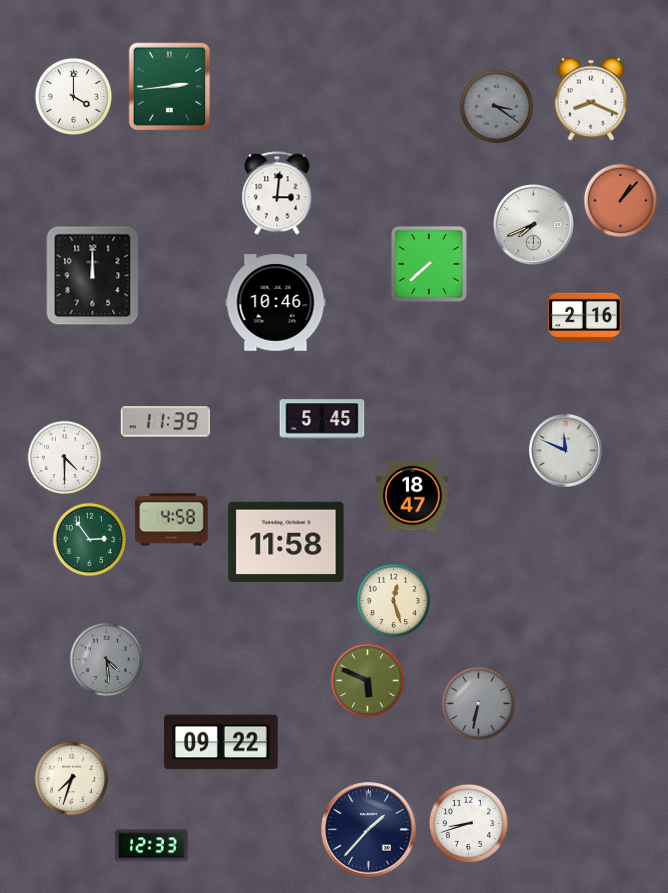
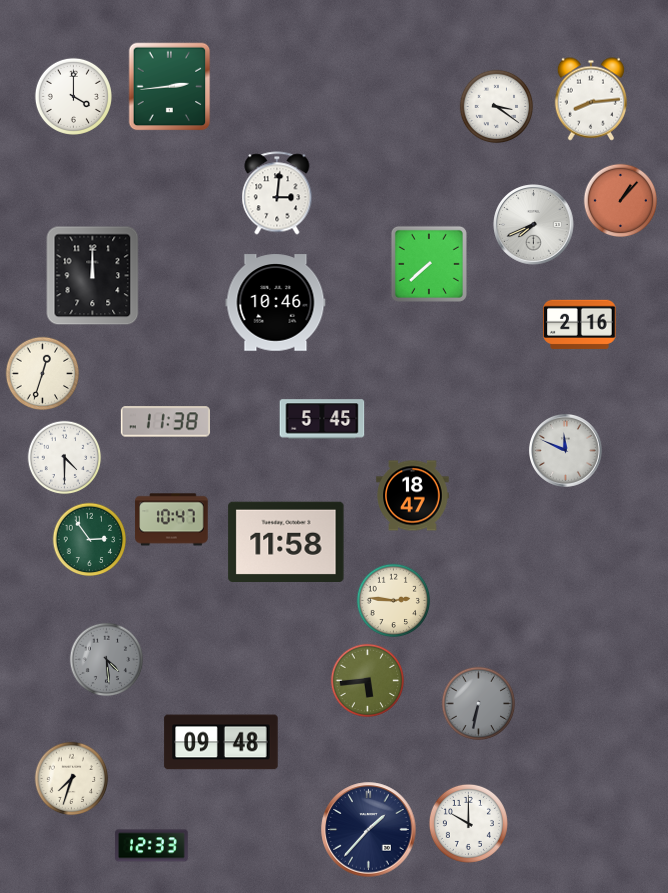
clock at (590, 99): 8:19 -> 8:14
clock at (497, 107) dial: grey -> white
clock at (585, 317) position: (585, 317) -> (580, 324)
clock at (43, 374): none -> 12:33
clock at (165, 422): 11:39 -> 11:38
clock at (172, 520): 4:58 -> 10:47
clock at (394, 601): 12:27 -> 2:46
clock at (368, 681): 5:49 -> 5:44
clock at (221, 742): 09:22 -> 09:48
clock at (468, 823): 8:42 -> 10:00
